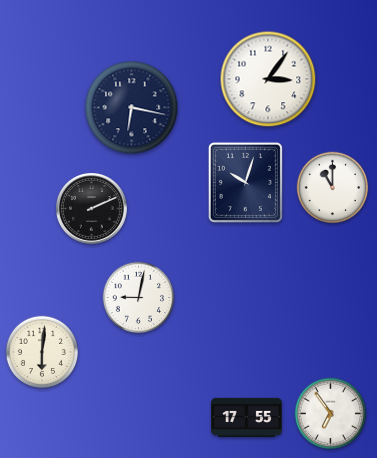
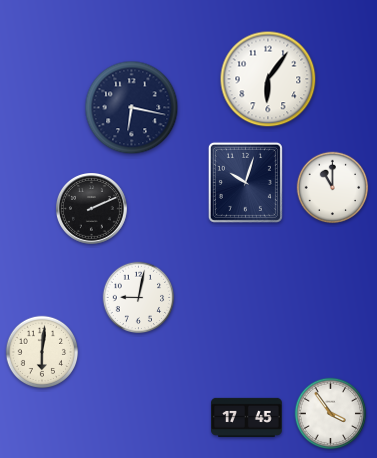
clock at (268, 79): 3:06 -> 6:06
clock at (331, 414): 6:54 -> 3:54
clock at (247, 417): 17:55 -> 17:45
